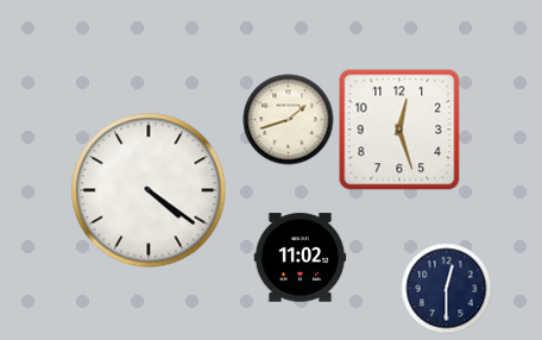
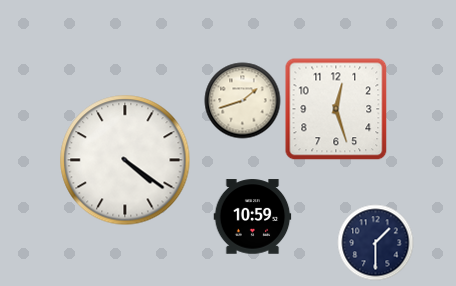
clock at (301, 258): 11:02 -> 10:59
clock at (447, 289): 12:30 -> 1:30
